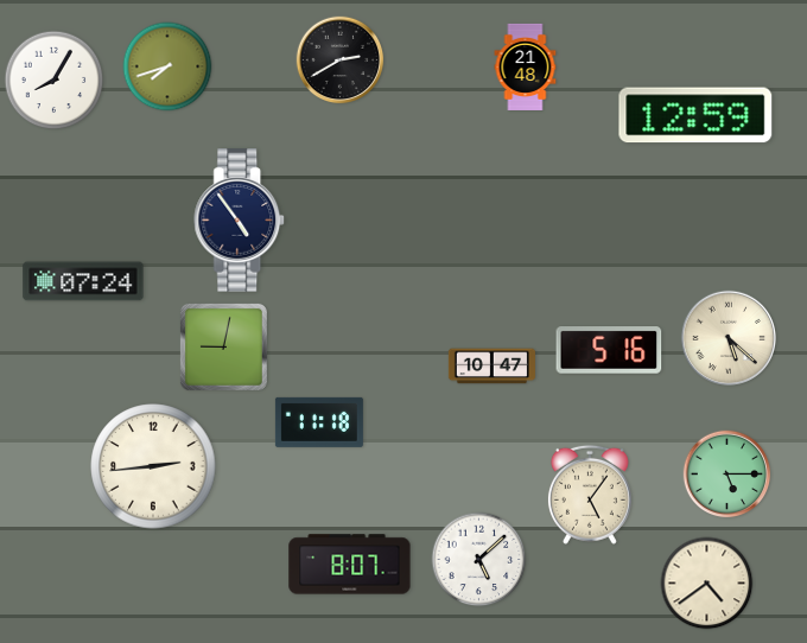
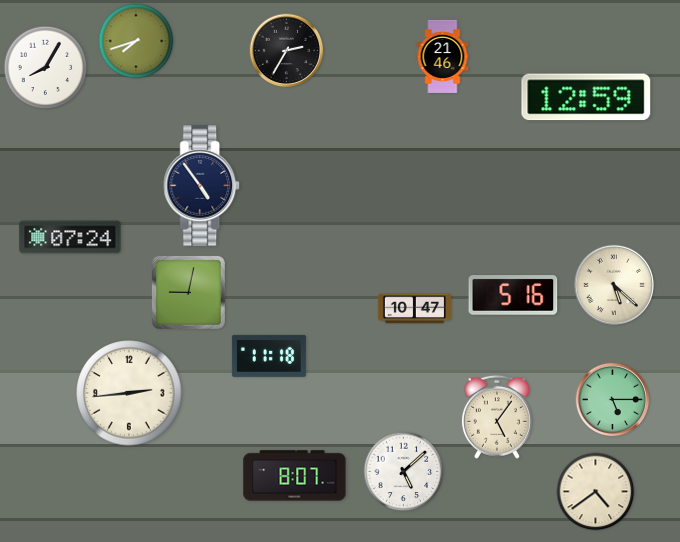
clock at (341, 61): 2:40 -> 2:35
clock at (167, 66) position: (167, 66) -> (136, 41)
clock at (526, 66): 21:48 -> 21:46
